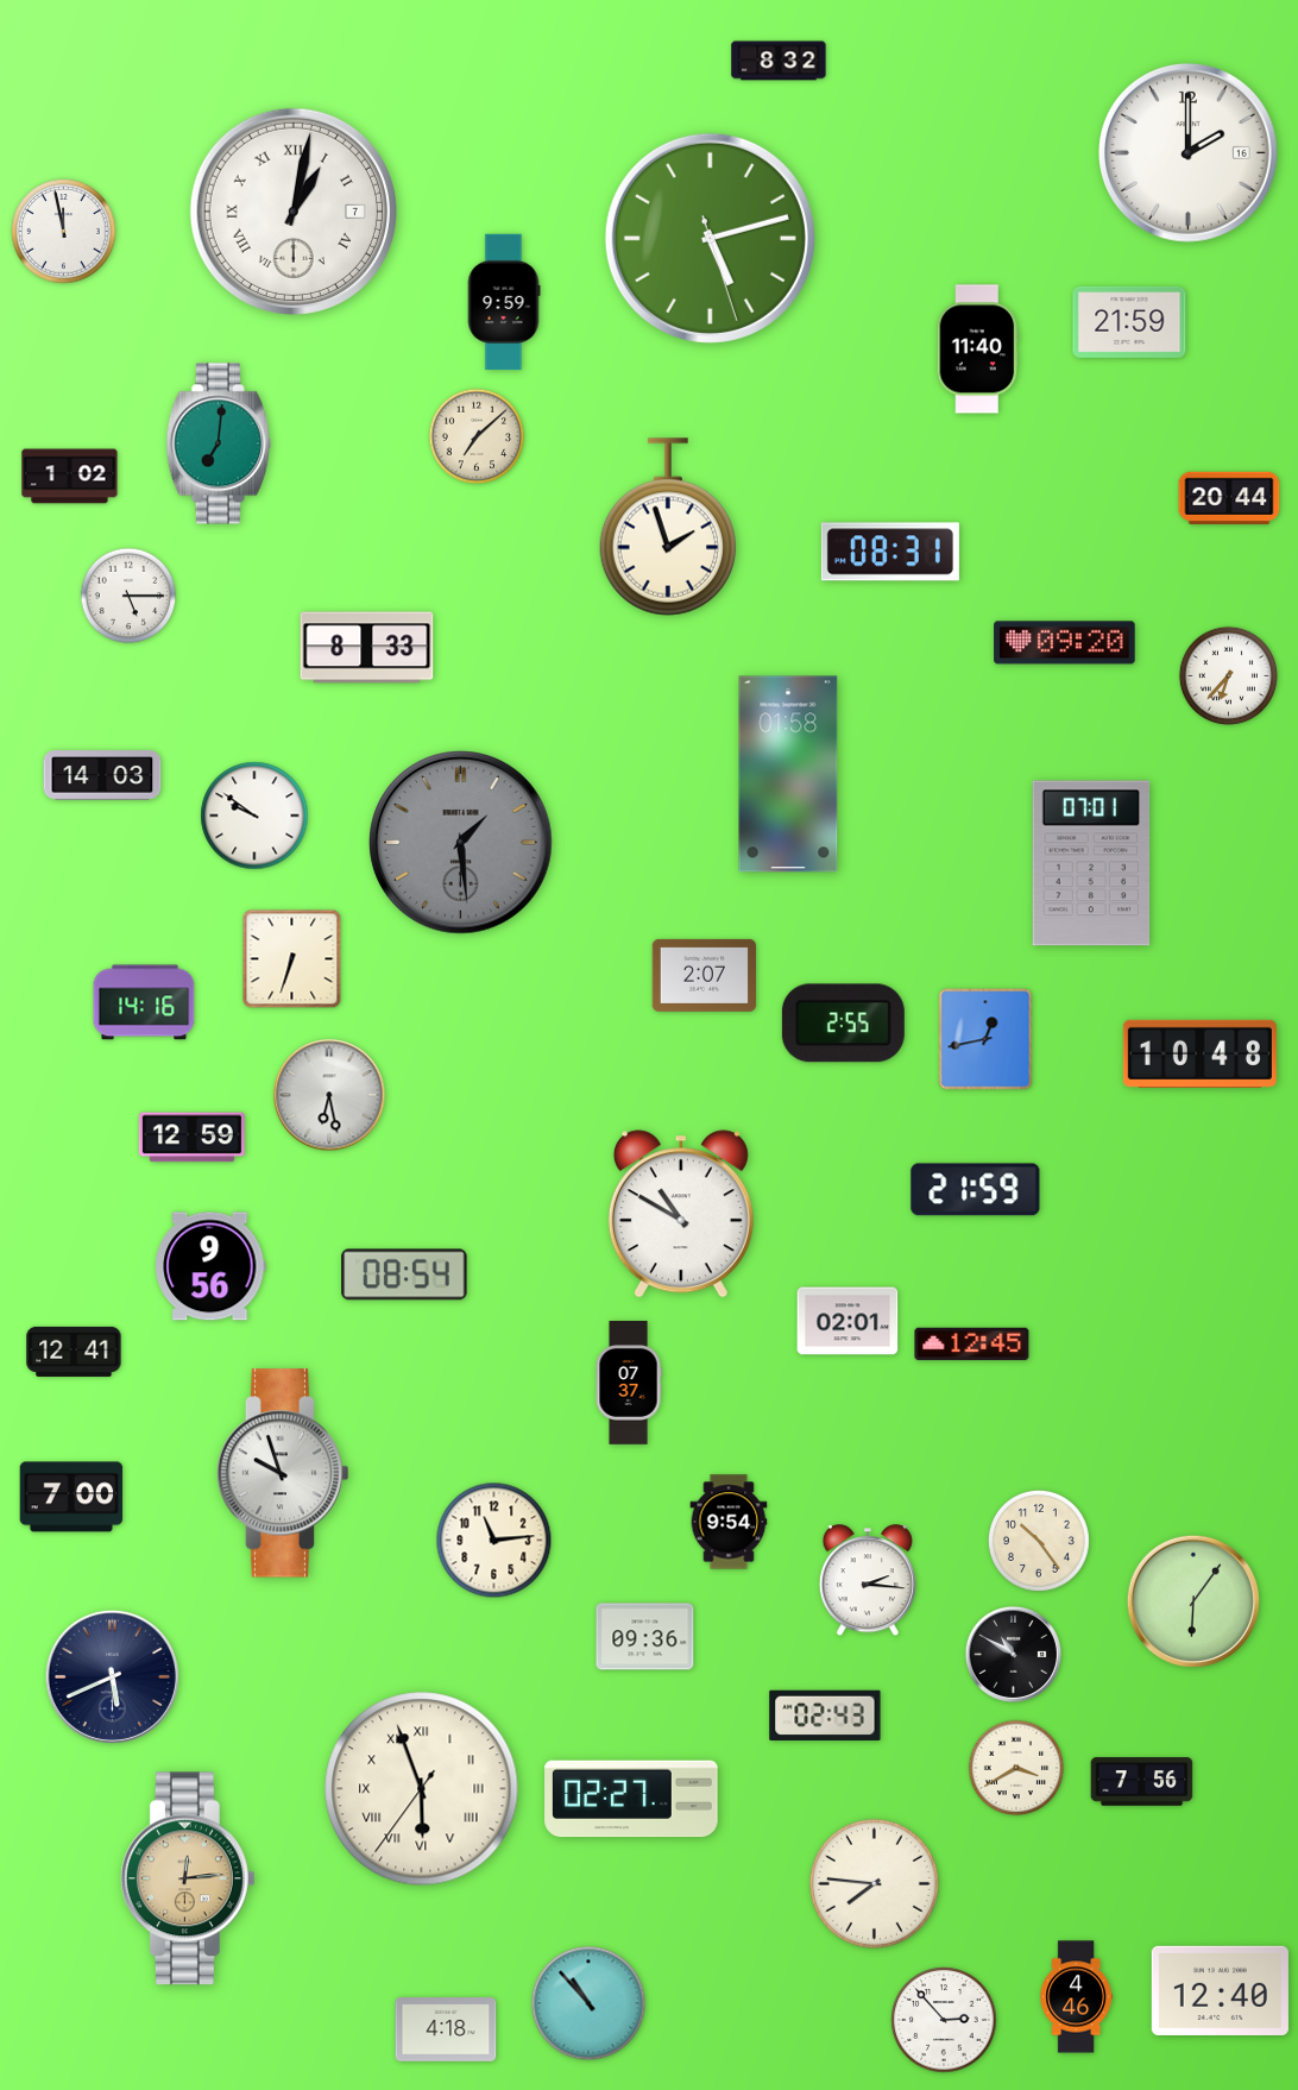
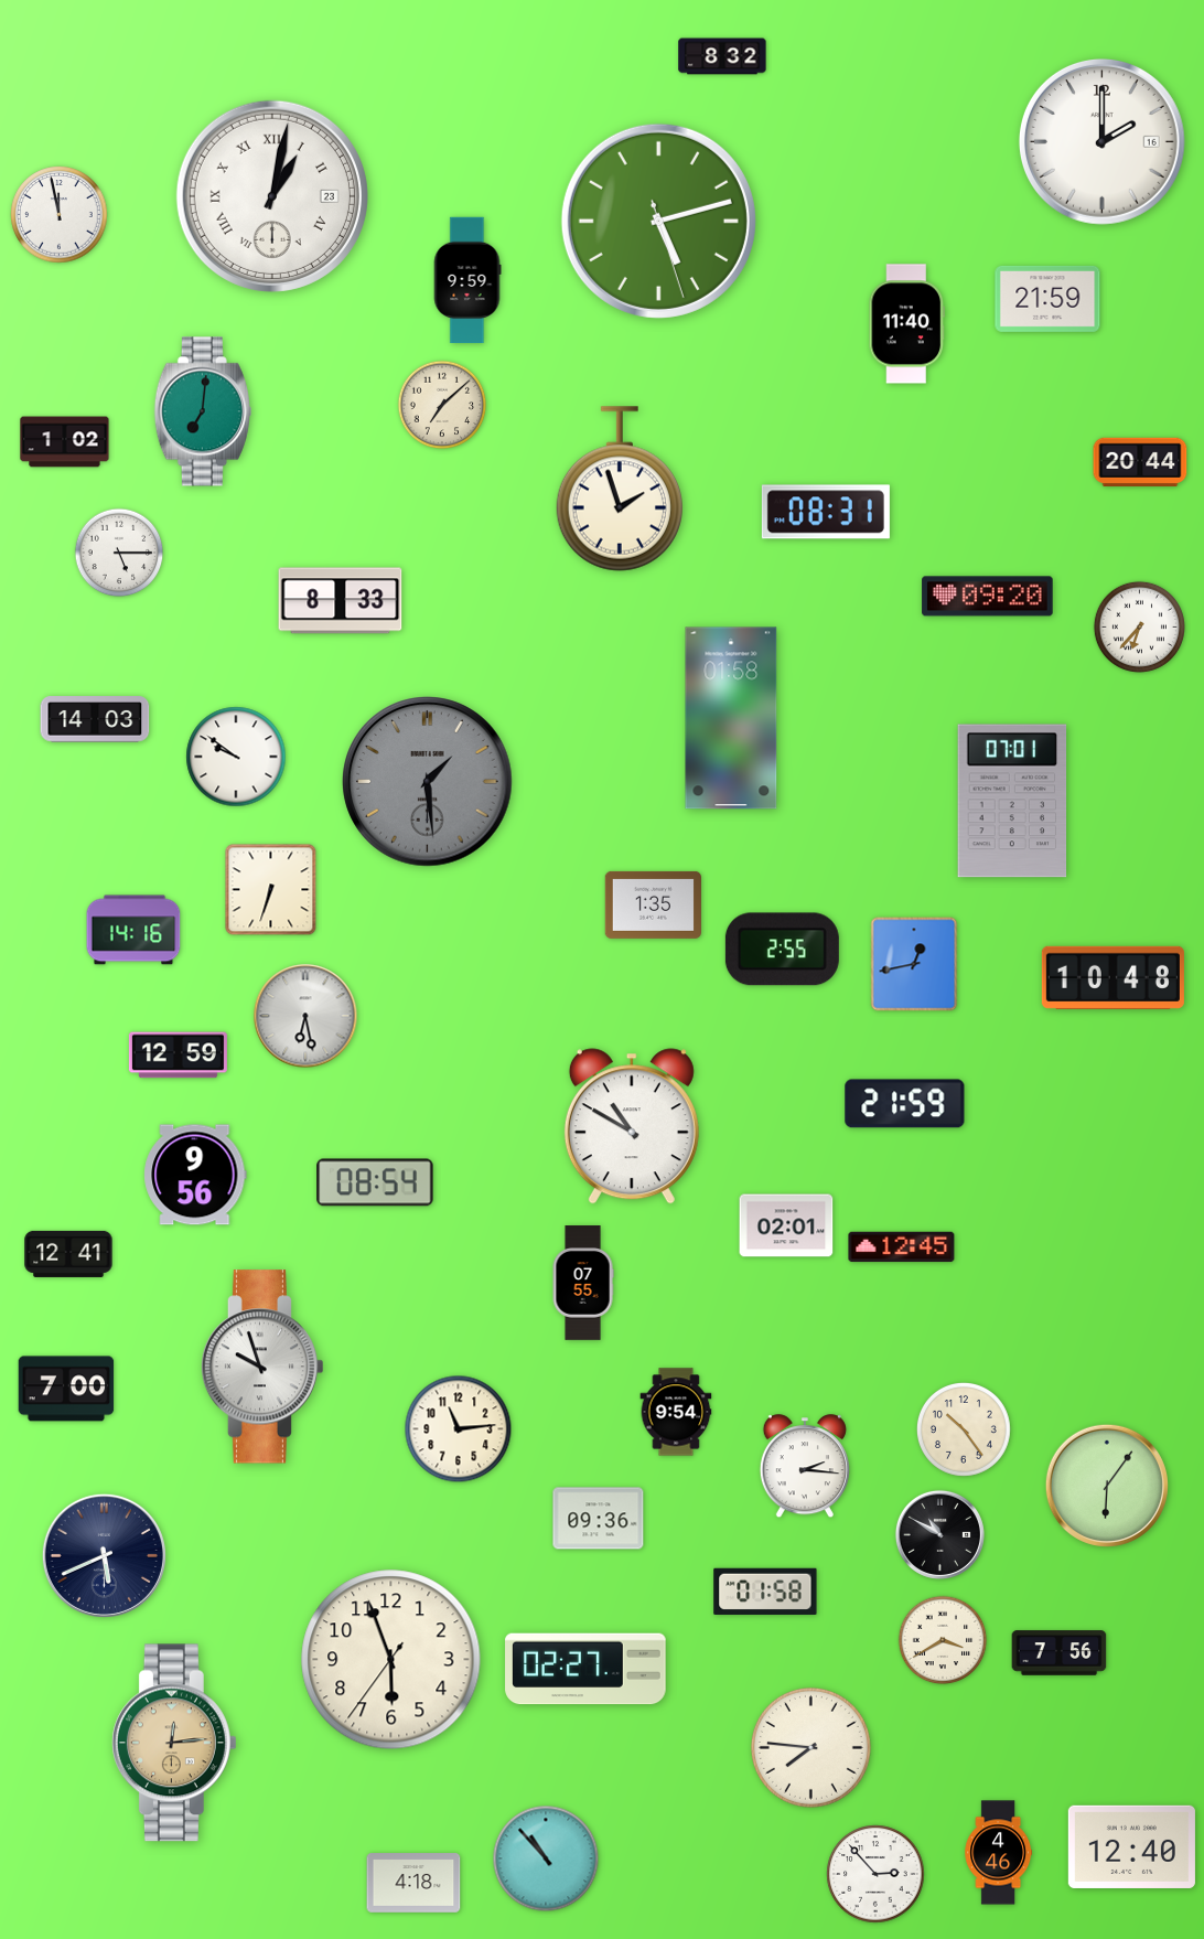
clock at (294, 212) date: 7 -> 23
clock at (704, 975): 2:07 -> 1:35
clock at (629, 1383): 07:37 -> 07:55
clock at (825, 1714): 02:43 -> 01:58
clock at (422, 1789) numerals: Roman -> Arabic
